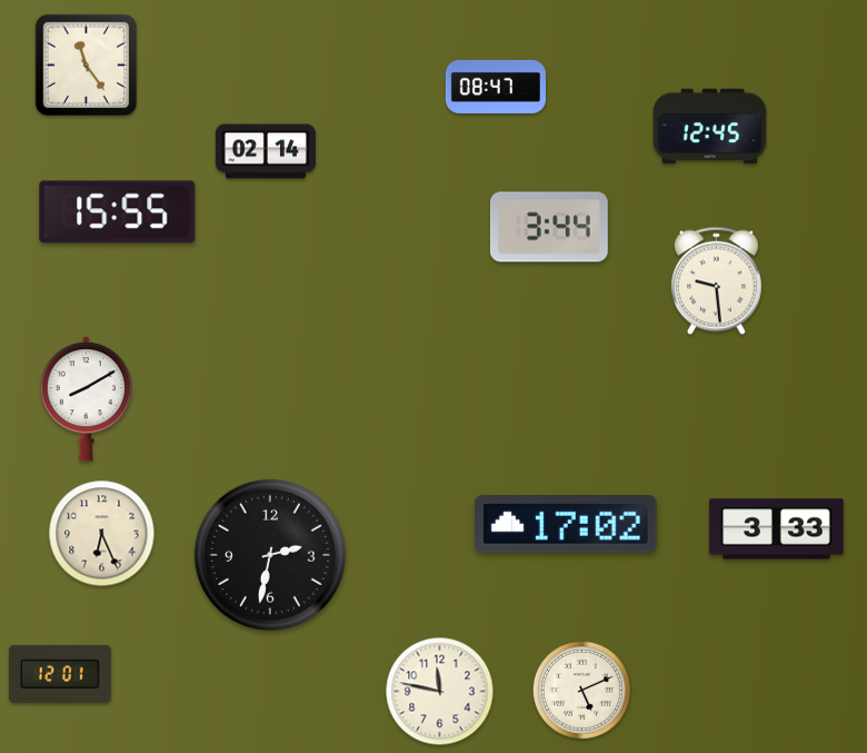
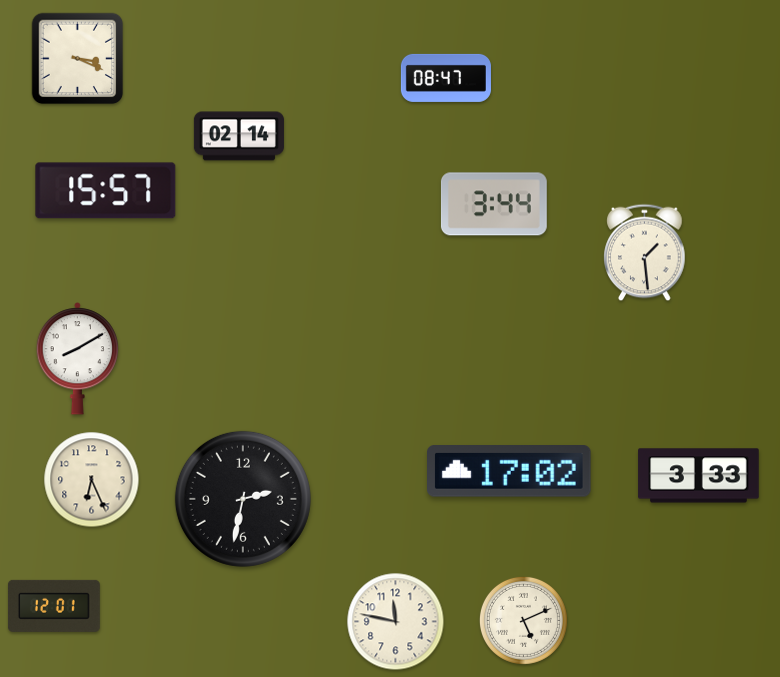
clock at (87, 66): 11:24 -> 3:19
clock at (710, 127): 12:45 -> none
clock at (118, 212): 15:55 -> 15:57
clock at (717, 281): 9:29 -> 1:29
